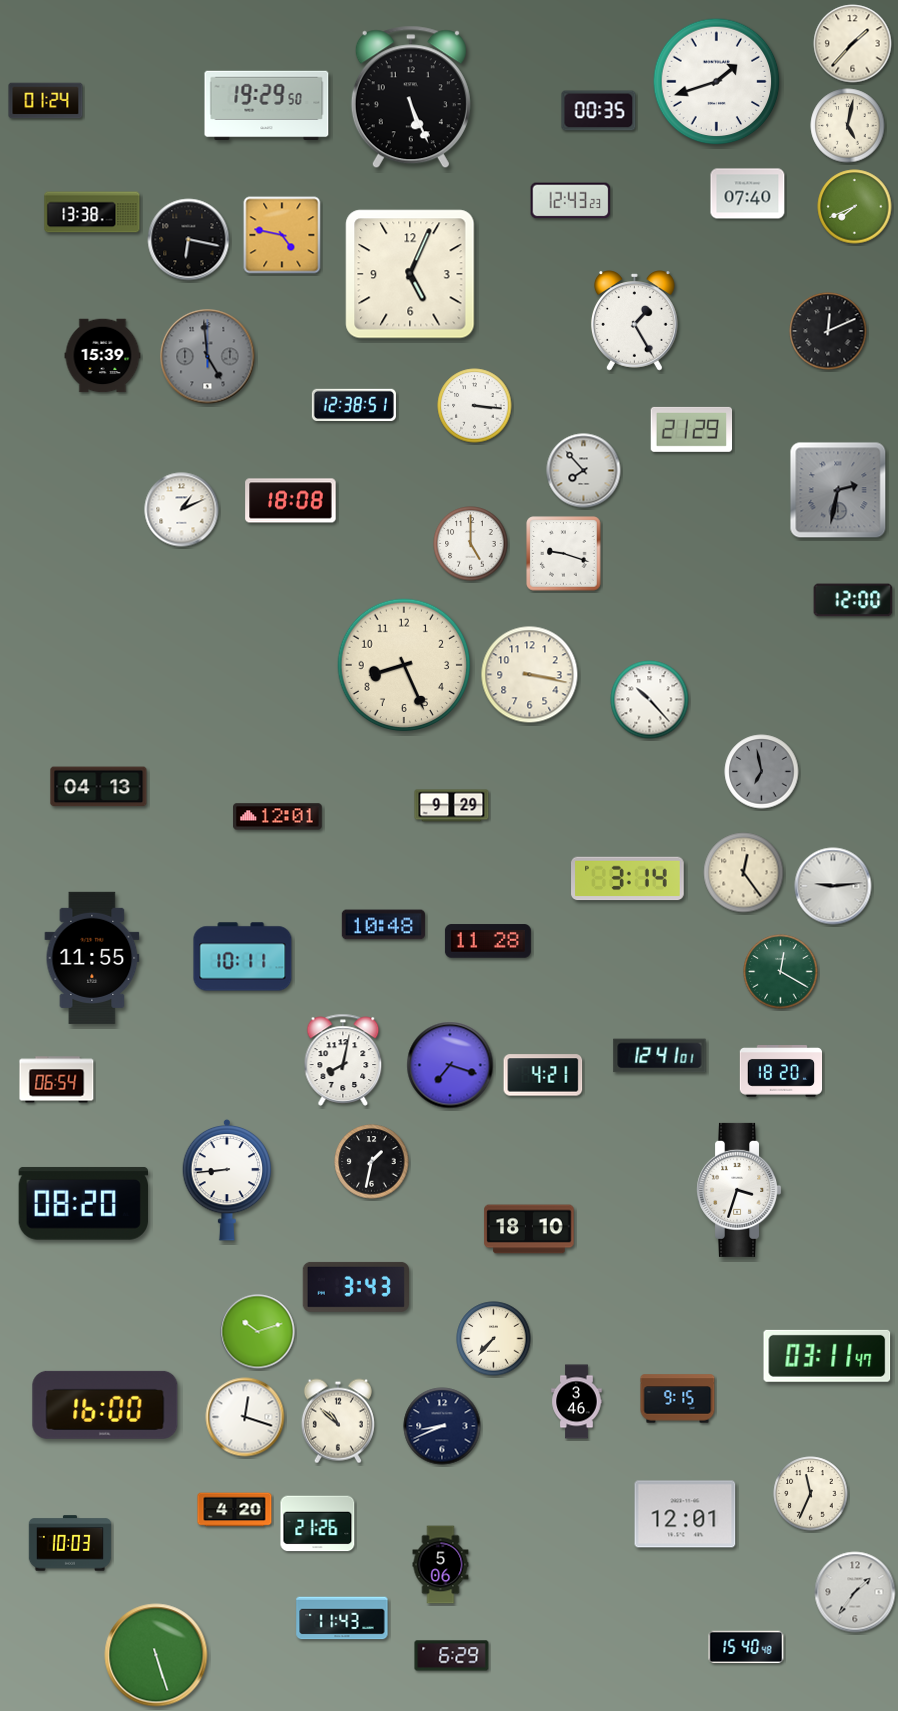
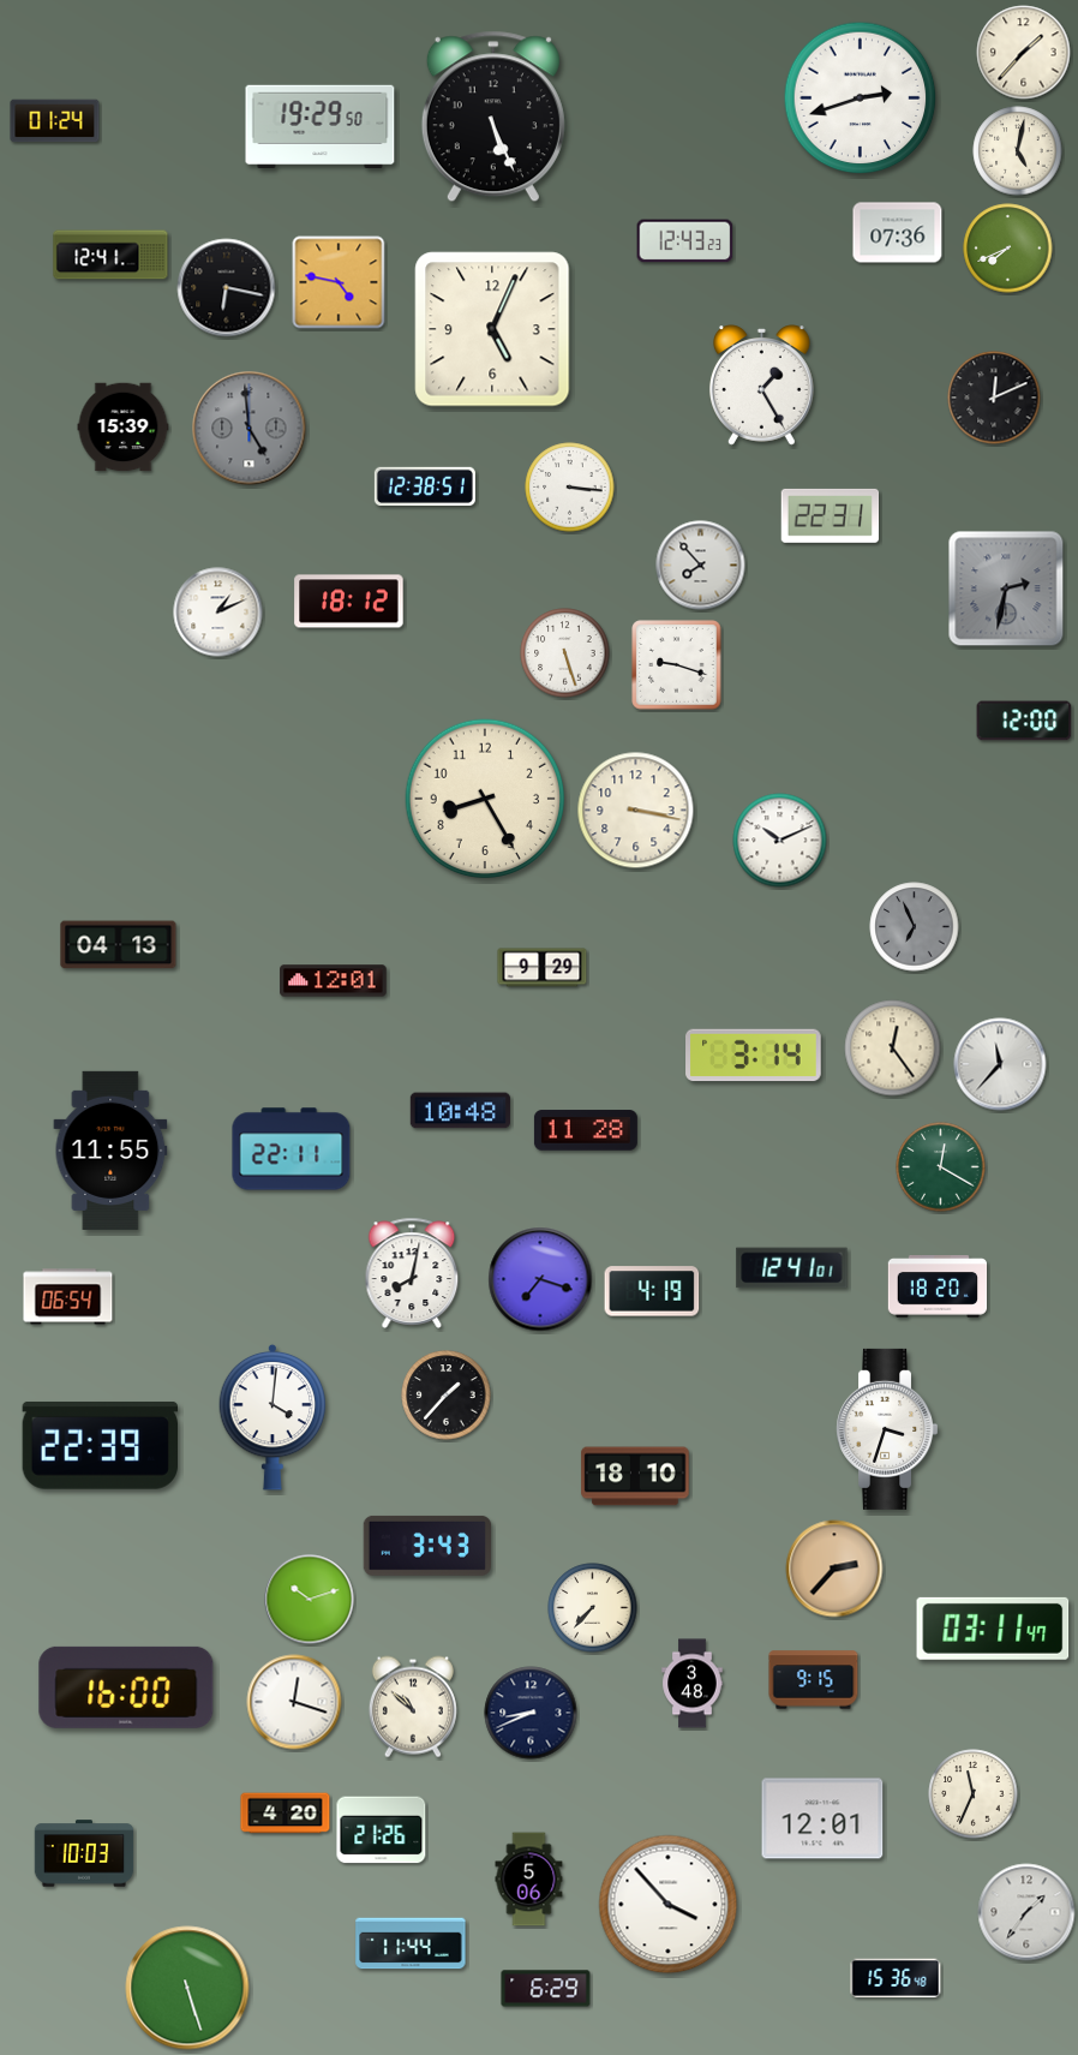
clock at (717, 82): 1:42 -> 2:42
clock at (599, 111): 00:35 -> none
clock at (748, 194): 07:40 -> 07:36
clock at (855, 207) position: (855, 207) -> (1008, 249)
clock at (92, 212): 13:38 -> 12:41
clock at (692, 429): 21:29 -> 22:31
clock at (291, 501): 18:08 -> 18:12
clock at (471, 544): 5:00 -> 5:27
clock at (404, 665): 8:26 -> 8:25
clock at (650, 700): 10:23 -> 10:11
clock at (762, 772): 6:58 -> 6:56
clock at (833, 886): 9:14 -> 11:37
clock at (243, 957): 10:11 -> 22:11
clock at (781, 972) position: (781, 972) -> (941, 1167)
clock at (543, 1075): 4:21 -> 4:19
clock at (372, 1162): 1:32 -> 1:37
clock at (227, 1180): 8:44 -> 4:01
clock at (83, 1203): 08:20 -> 22:39
clock at (834, 1569): none -> 2:37
clock at (577, 1402): 3:46 -> 3:48
clock at (338, 1421) position: (338, 1421) -> (413, 1707)
clock at (235, 1510) position: (235, 1510) -> (286, 1814)
clock at (669, 1905): none -> 3:53
clock at (342, 1618): 11:43 -> 11:44
clock at (746, 1647): 15:40 -> 15:36
clock at (452, 1656) position: (452, 1656) -> (546, 1989)
